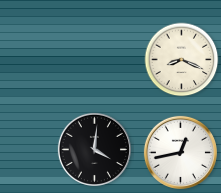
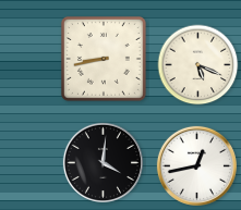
clock at (104, 59): none -> 8:43
clock at (182, 60): 8:19 -> 5:19
